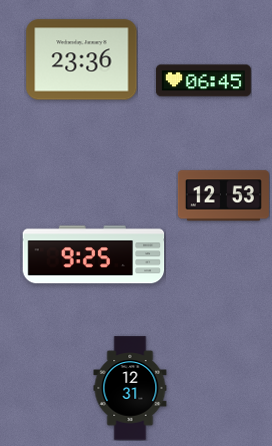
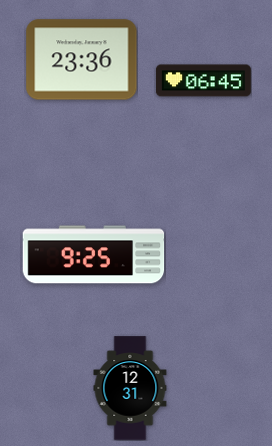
clock at (223, 196): 12:53 -> none
